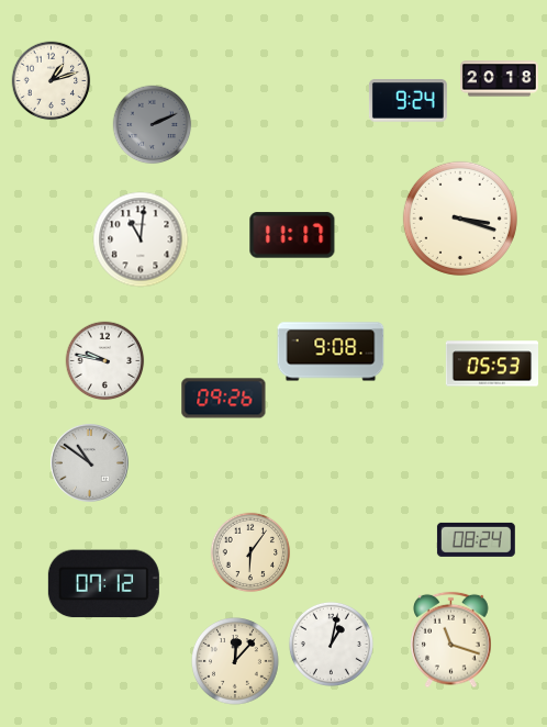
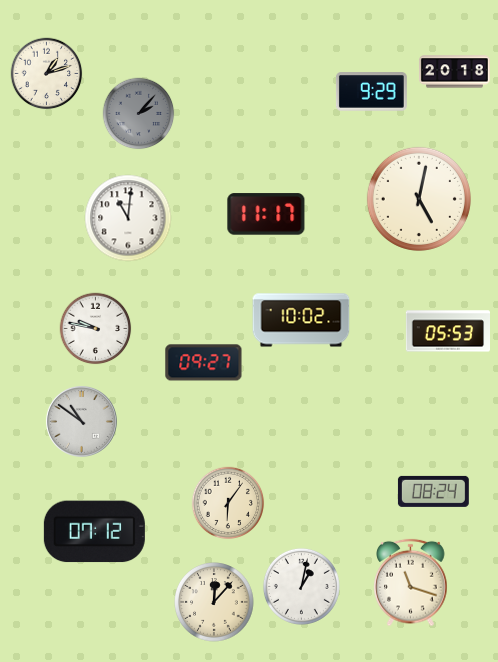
clock at (408, 101): 9:24 -> 9:29
clock at (153, 125): 2:11 -> 2:07
clock at (460, 219): 3:18 -> 5:02
clock at (331, 351): 9:08 -> 10:02
clock at (224, 399): 09:26 -> 09:27
